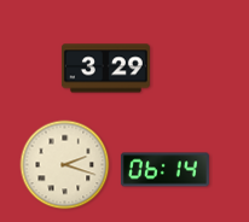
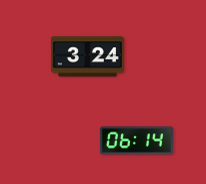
clock at (105, 69): 3:29 -> 3:24
clock at (65, 165): 2:18 -> none
